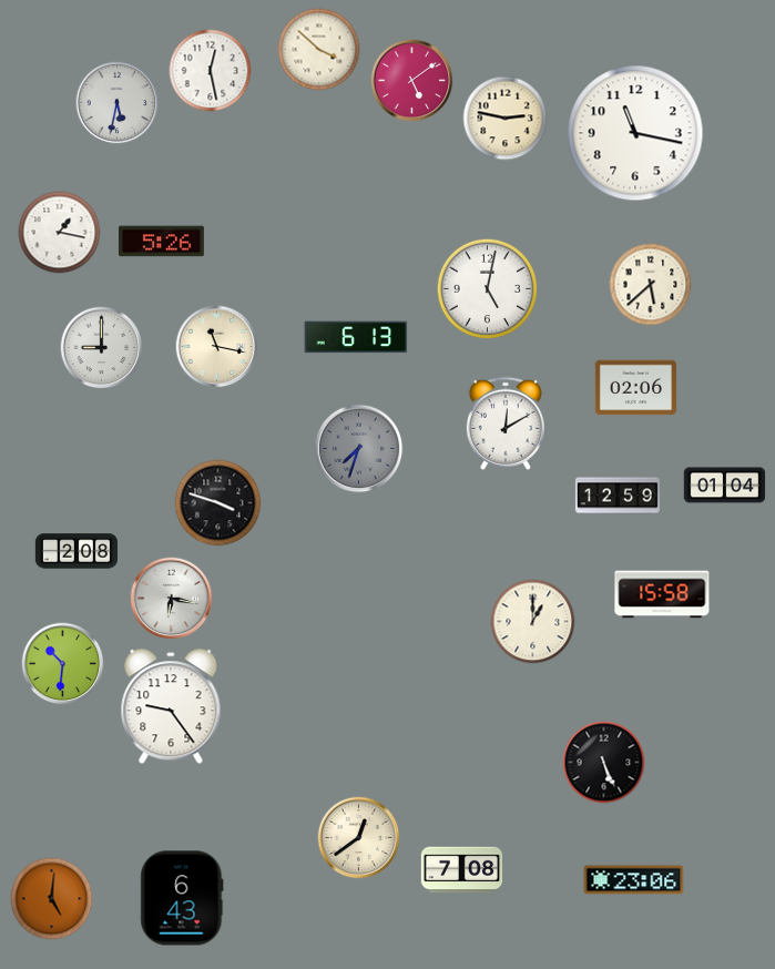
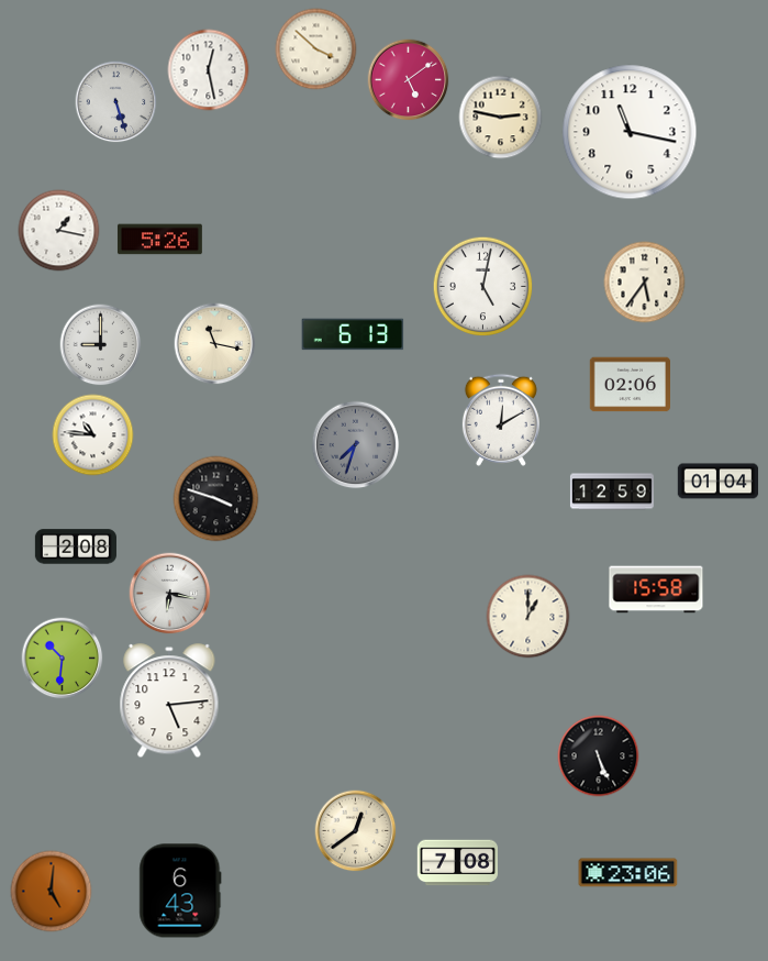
clock at (118, 103): 5:32 -> 5:27
clock at (651, 285): 5:38 -> 5:36
clock at (93, 435): none -> 10:46
clock at (171, 707): 9:24 -> 5:14
